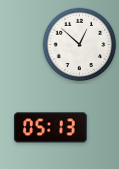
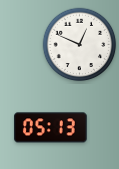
clock at (80, 45): 12:52 -> 12:49
